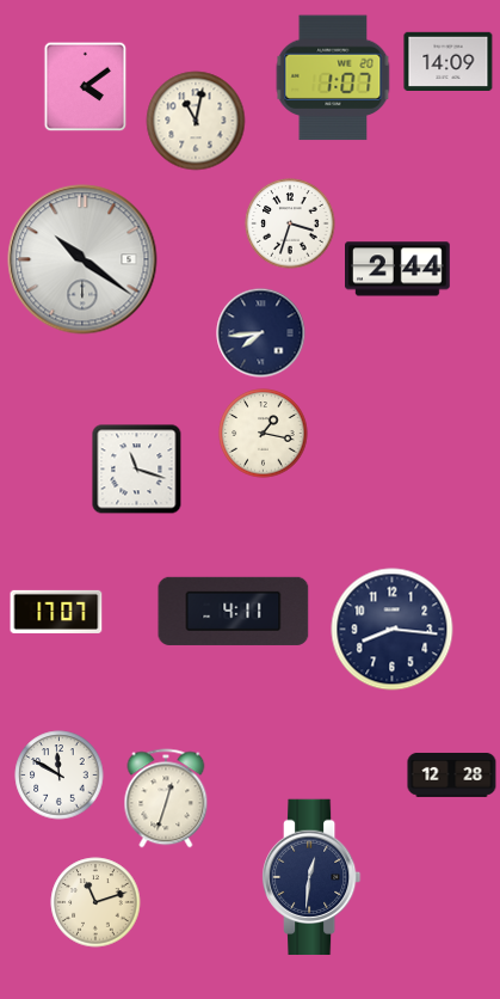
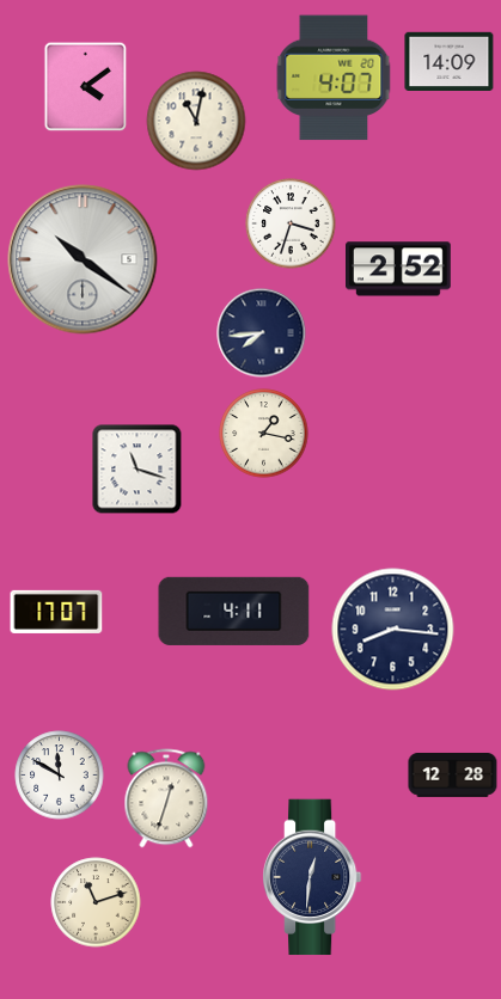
clock at (333, 78): 1:07 -> 4:07
clock at (399, 269): 2:44 -> 2:52
